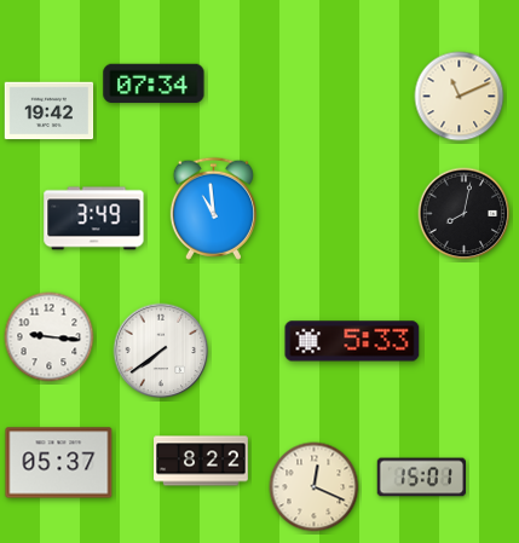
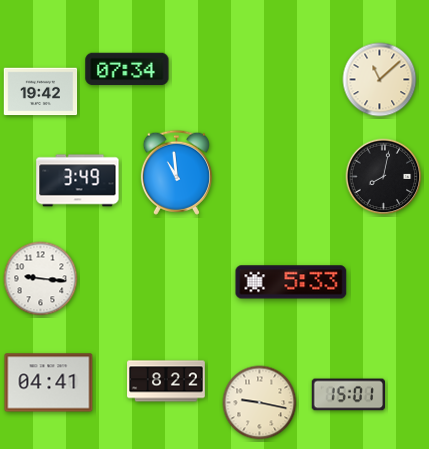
clock at (460, 97): 11:11 -> 11:08
clock at (161, 351): 7:39 -> none
clock at (59, 463): 05:37 -> 04:41
clock at (315, 487): 12:19 -> 9:17
